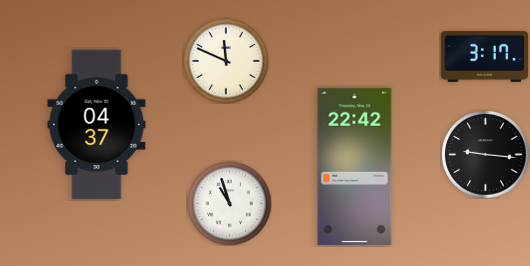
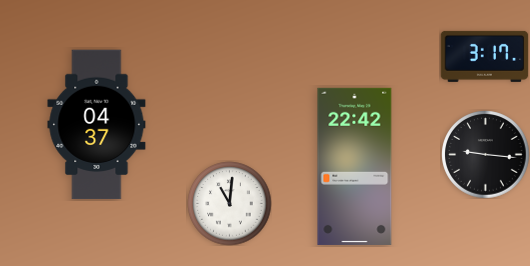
clock at (226, 61): 11:49 -> none
clock at (229, 203): 10:57 -> 11:01
